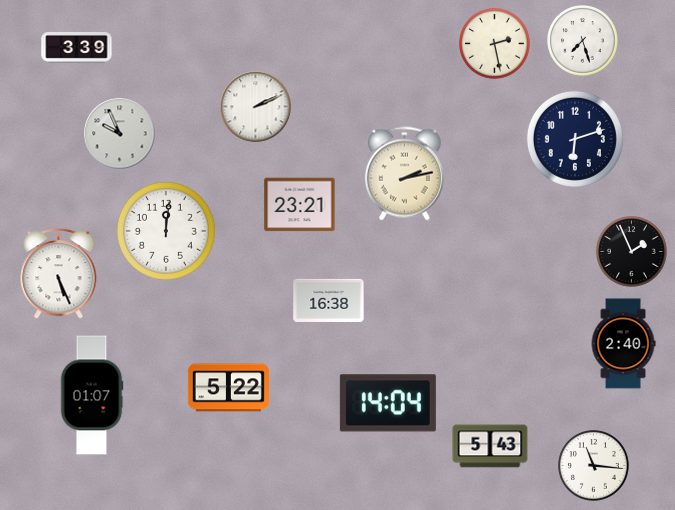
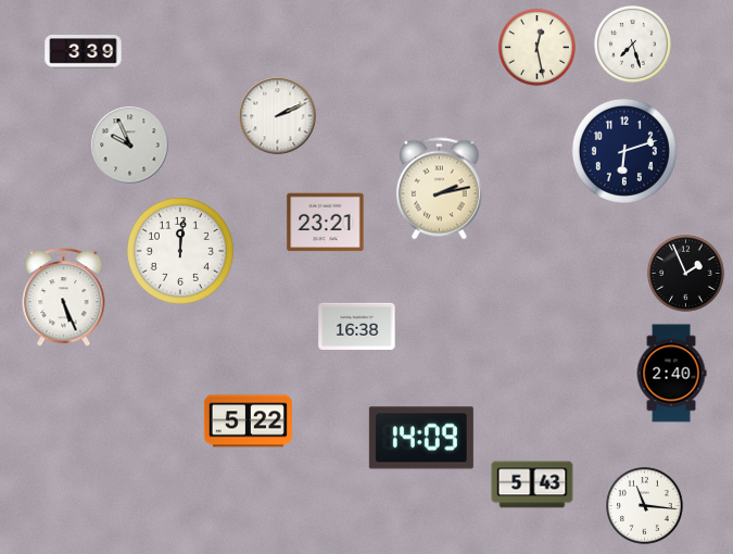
clock at (495, 44): 2:28 -> 12:28
clock at (623, 344) position: (623, 344) -> (671, 374)
clock at (92, 395): 01:07 -> none
clock at (388, 403): 14:04 -> 14:09
